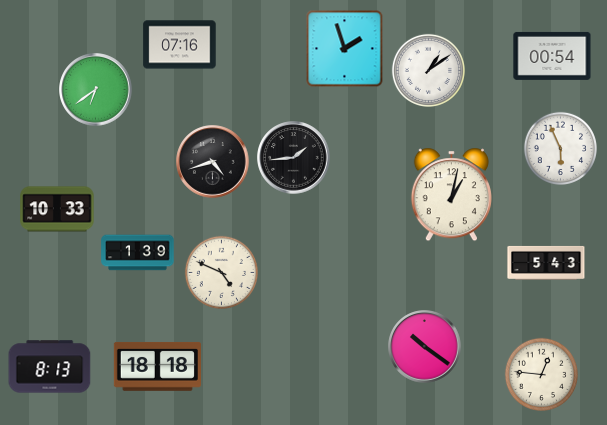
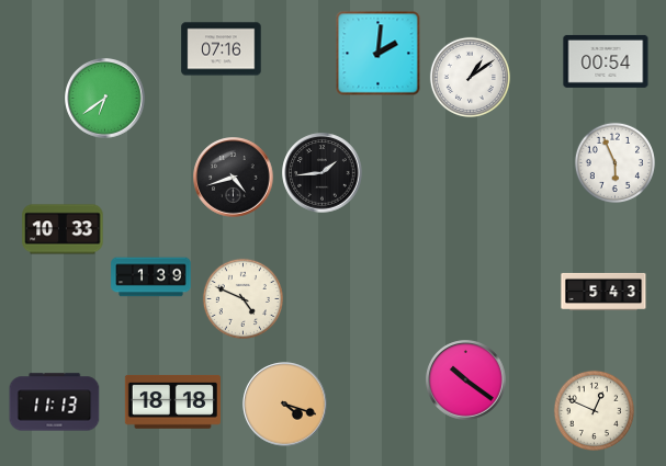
clock at (180, 45) position: (180, 45) -> (222, 49)
clock at (345, 49): 1:57 -> 2:01
clock at (451, 195): 1:02 -> none
clock at (546, 263) position: (546, 263) -> (603, 292)
clock at (50, 367): 8:13 -> 11:13
clock at (285, 405): none -> 4:18
clock at (541, 374): 12:46 -> 12:49
